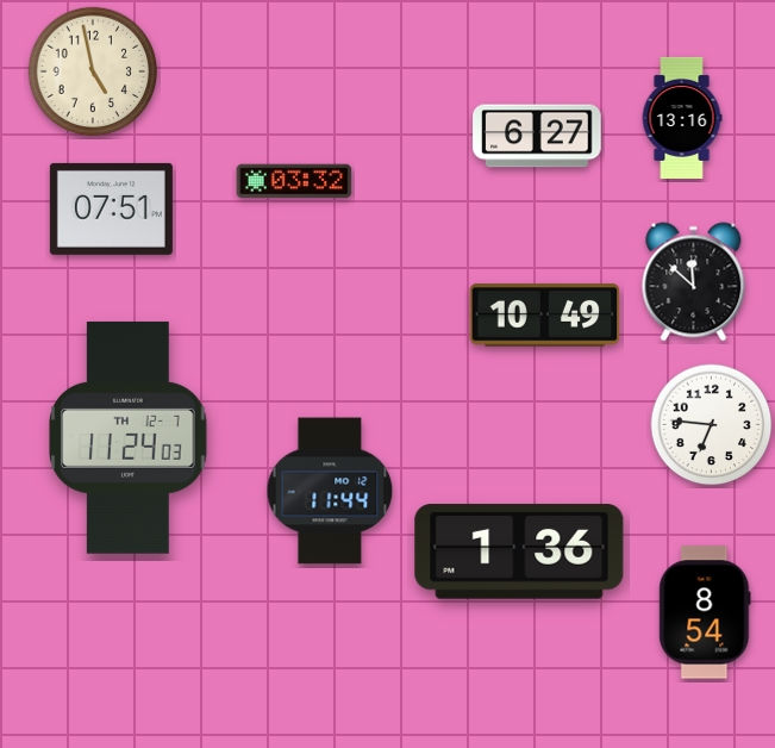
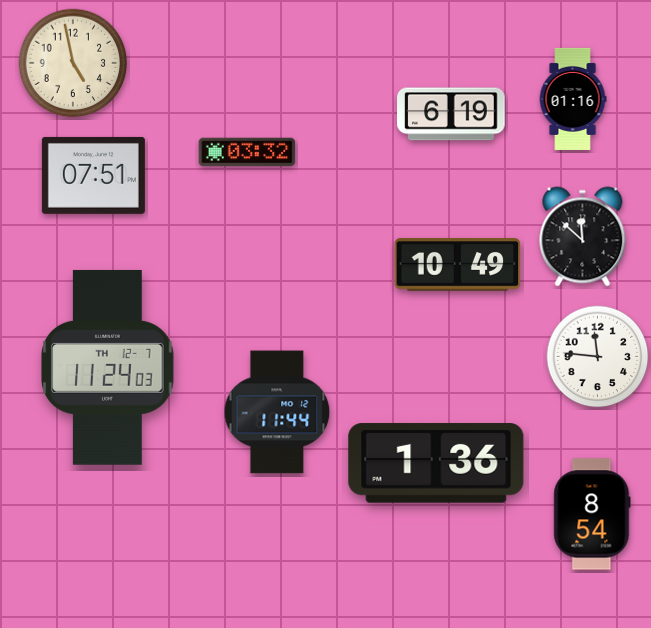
clock at (93, 71) position: (93, 71) -> (73, 63)
clock at (682, 118): 13:16 -> 01:16
clock at (537, 136): 6:27 -> 6:19
clock at (712, 425): 6:46 -> 11:46
